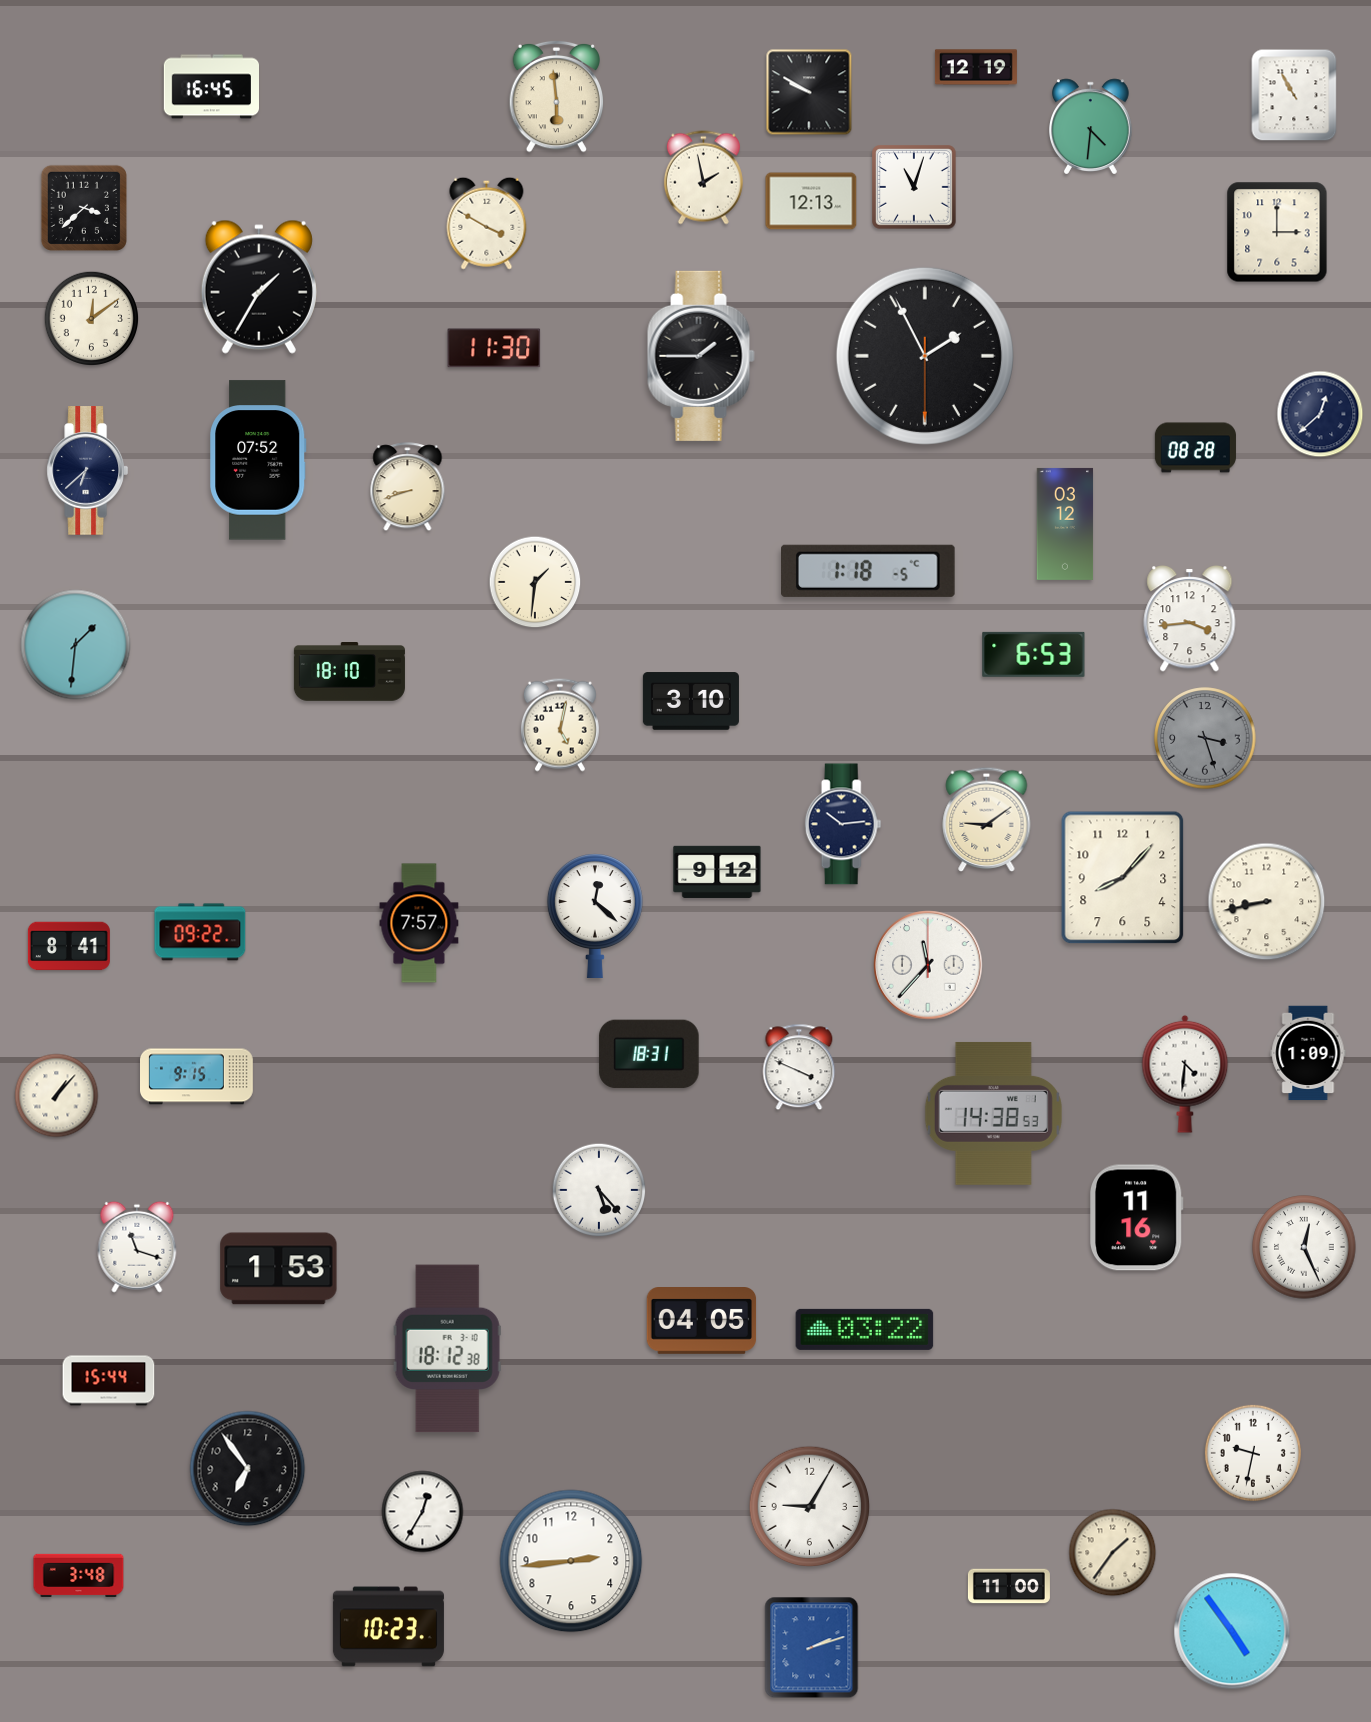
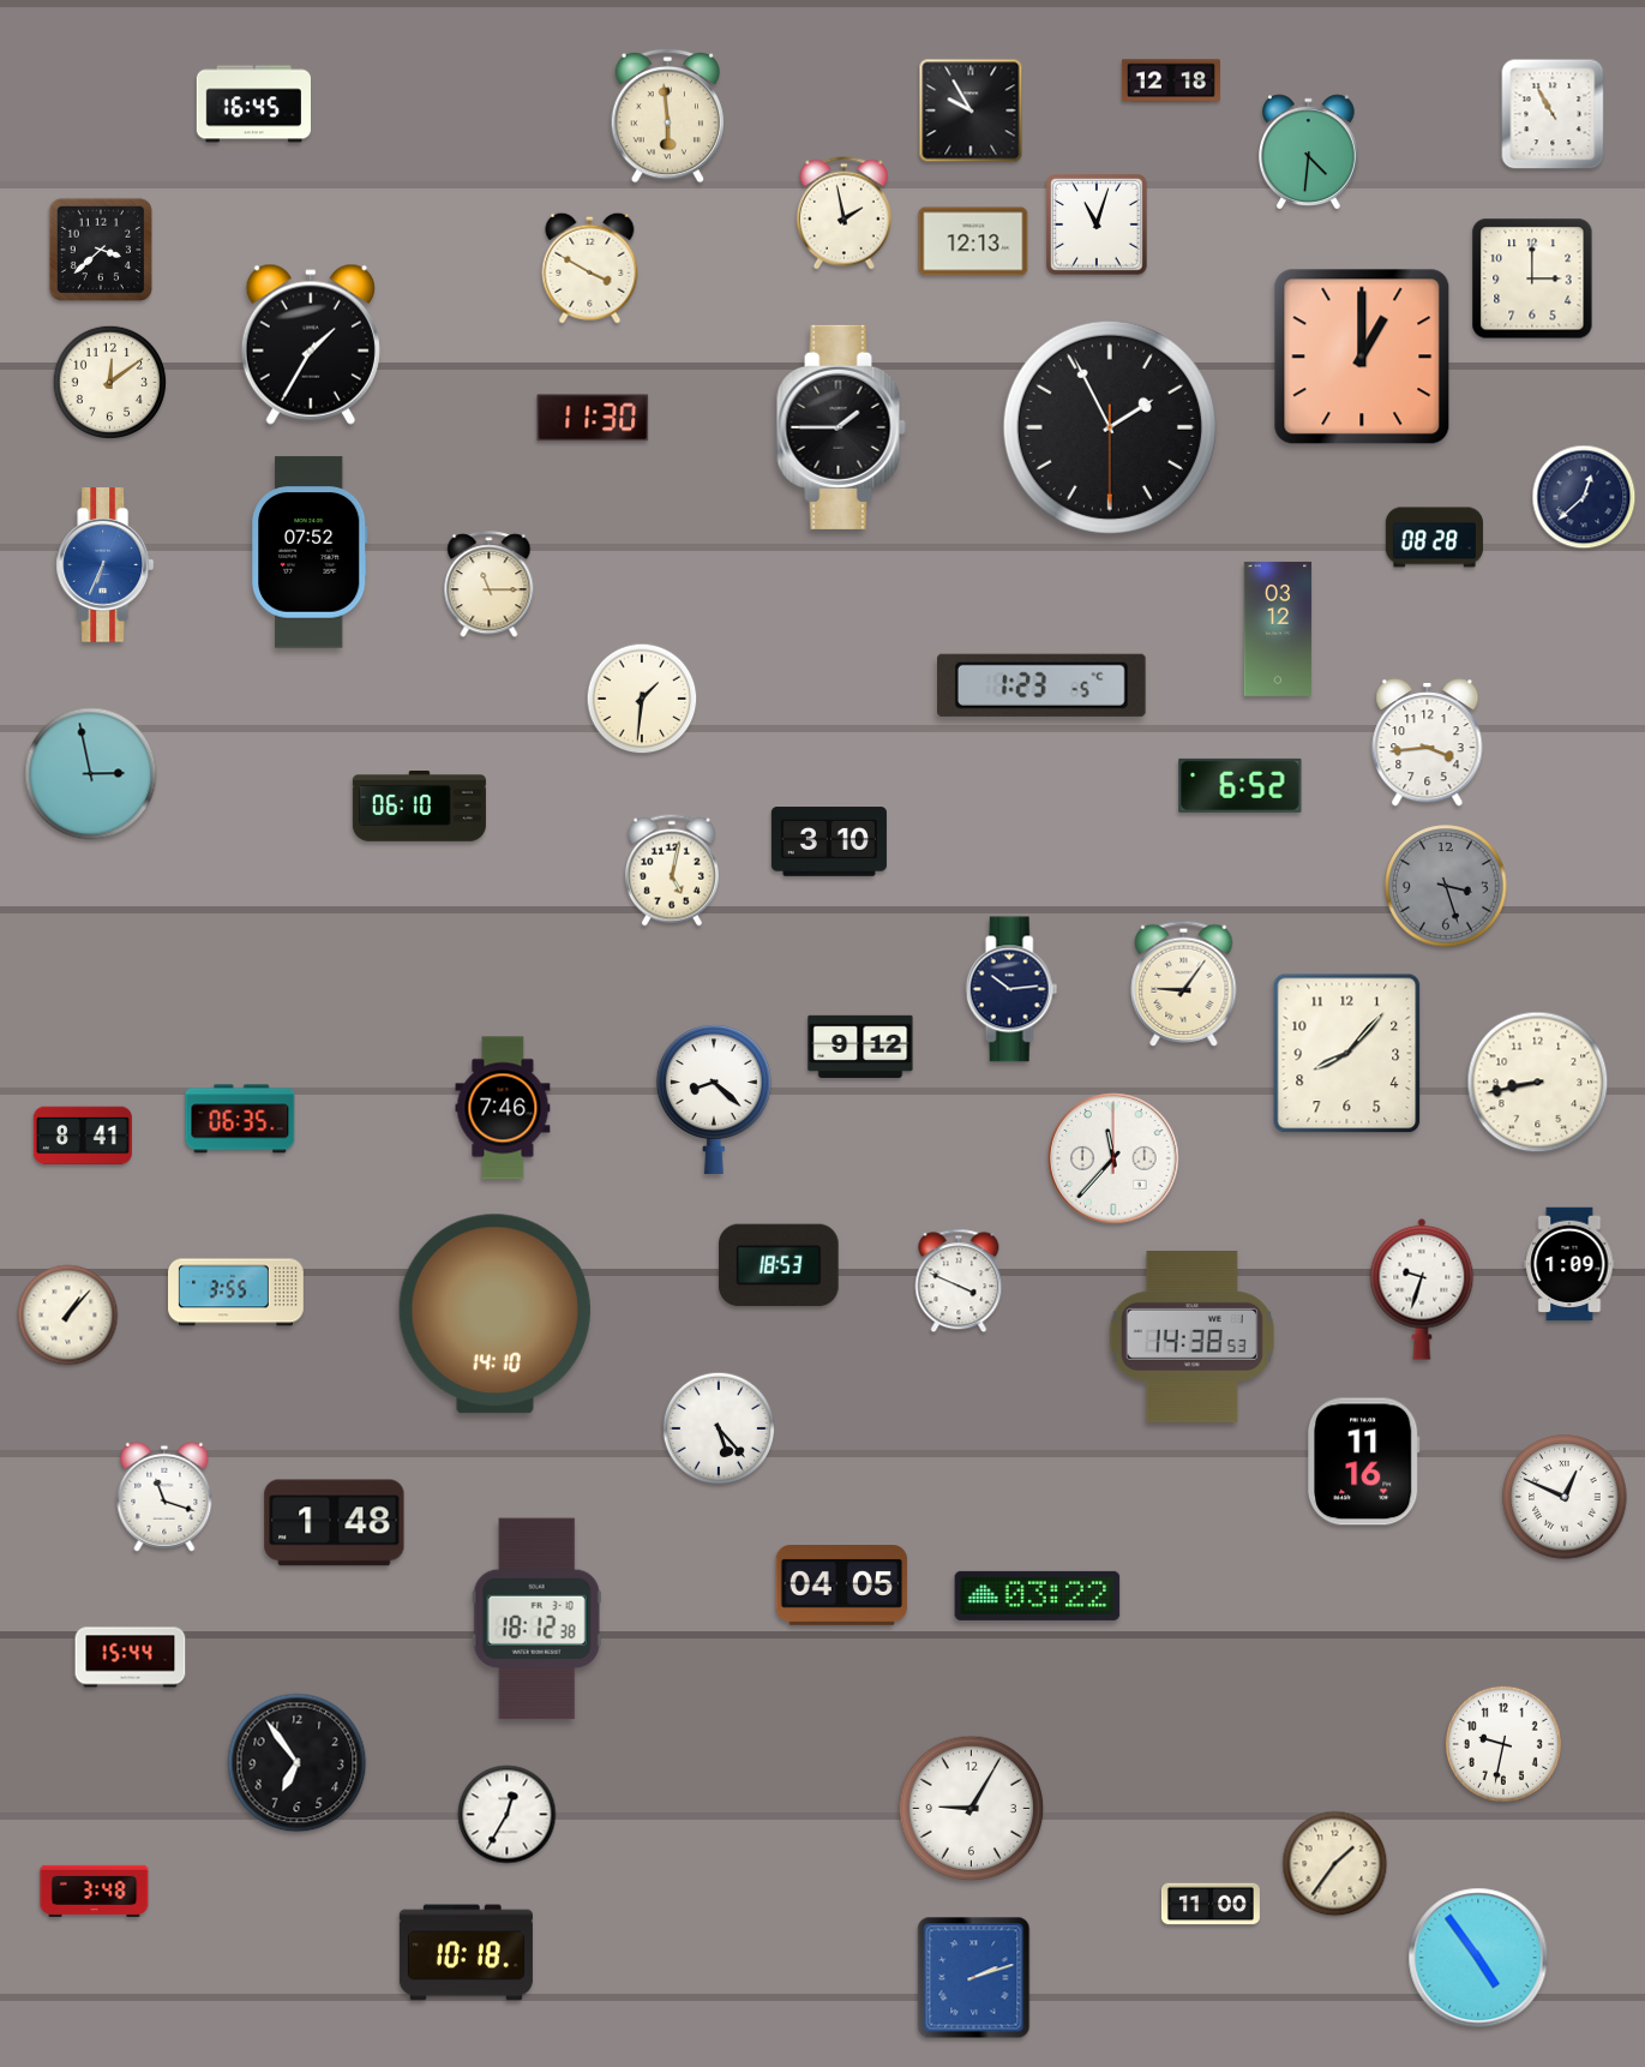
clock at (976, 67): 12:19 -> 12:18
clock at (809, 92): 9:50 -> 9:55
clock at (487, 223) position: (487, 223) -> (590, 268)
clock at (1362, 357): none -> 1:00
clock at (87, 471): 6:38 -> 6:34
clock at (87, 471) dial: navy -> blue
clock at (408, 487): 8:42 -> 11:15
clock at (869, 571): 1:18 -> 1:23
clock at (76, 645): 1:31 -> 2:58
clock at (1034, 654): 6:53 -> 6:52
clock at (349, 672): 18:10 -> 06:10
clock at (987, 819): 9:09 -> 9:06
clock at (1267, 902) position: (1267, 902) -> (1538, 1083)
clock at (595, 916): 12:22 -> 8:22
clock at (419, 923): 7:57 -> 7:46
clock at (200, 932): 09:22 -> 06:35
clock at (649, 1054): 18:31 -> 18:53
clock at (1185, 1074): 4:31 -> 9:33
clock at (197, 1077): 9:15 -> 3:55
clock at (494, 1314): none -> 14:10
clock at (1304, 1247): 12:26 -> 12:49
clock at (279, 1269): 1:53 -> 1:48
clock at (571, 1561): 2:44 -> none
clock at (388, 1627): 10:23 -> 10:18
